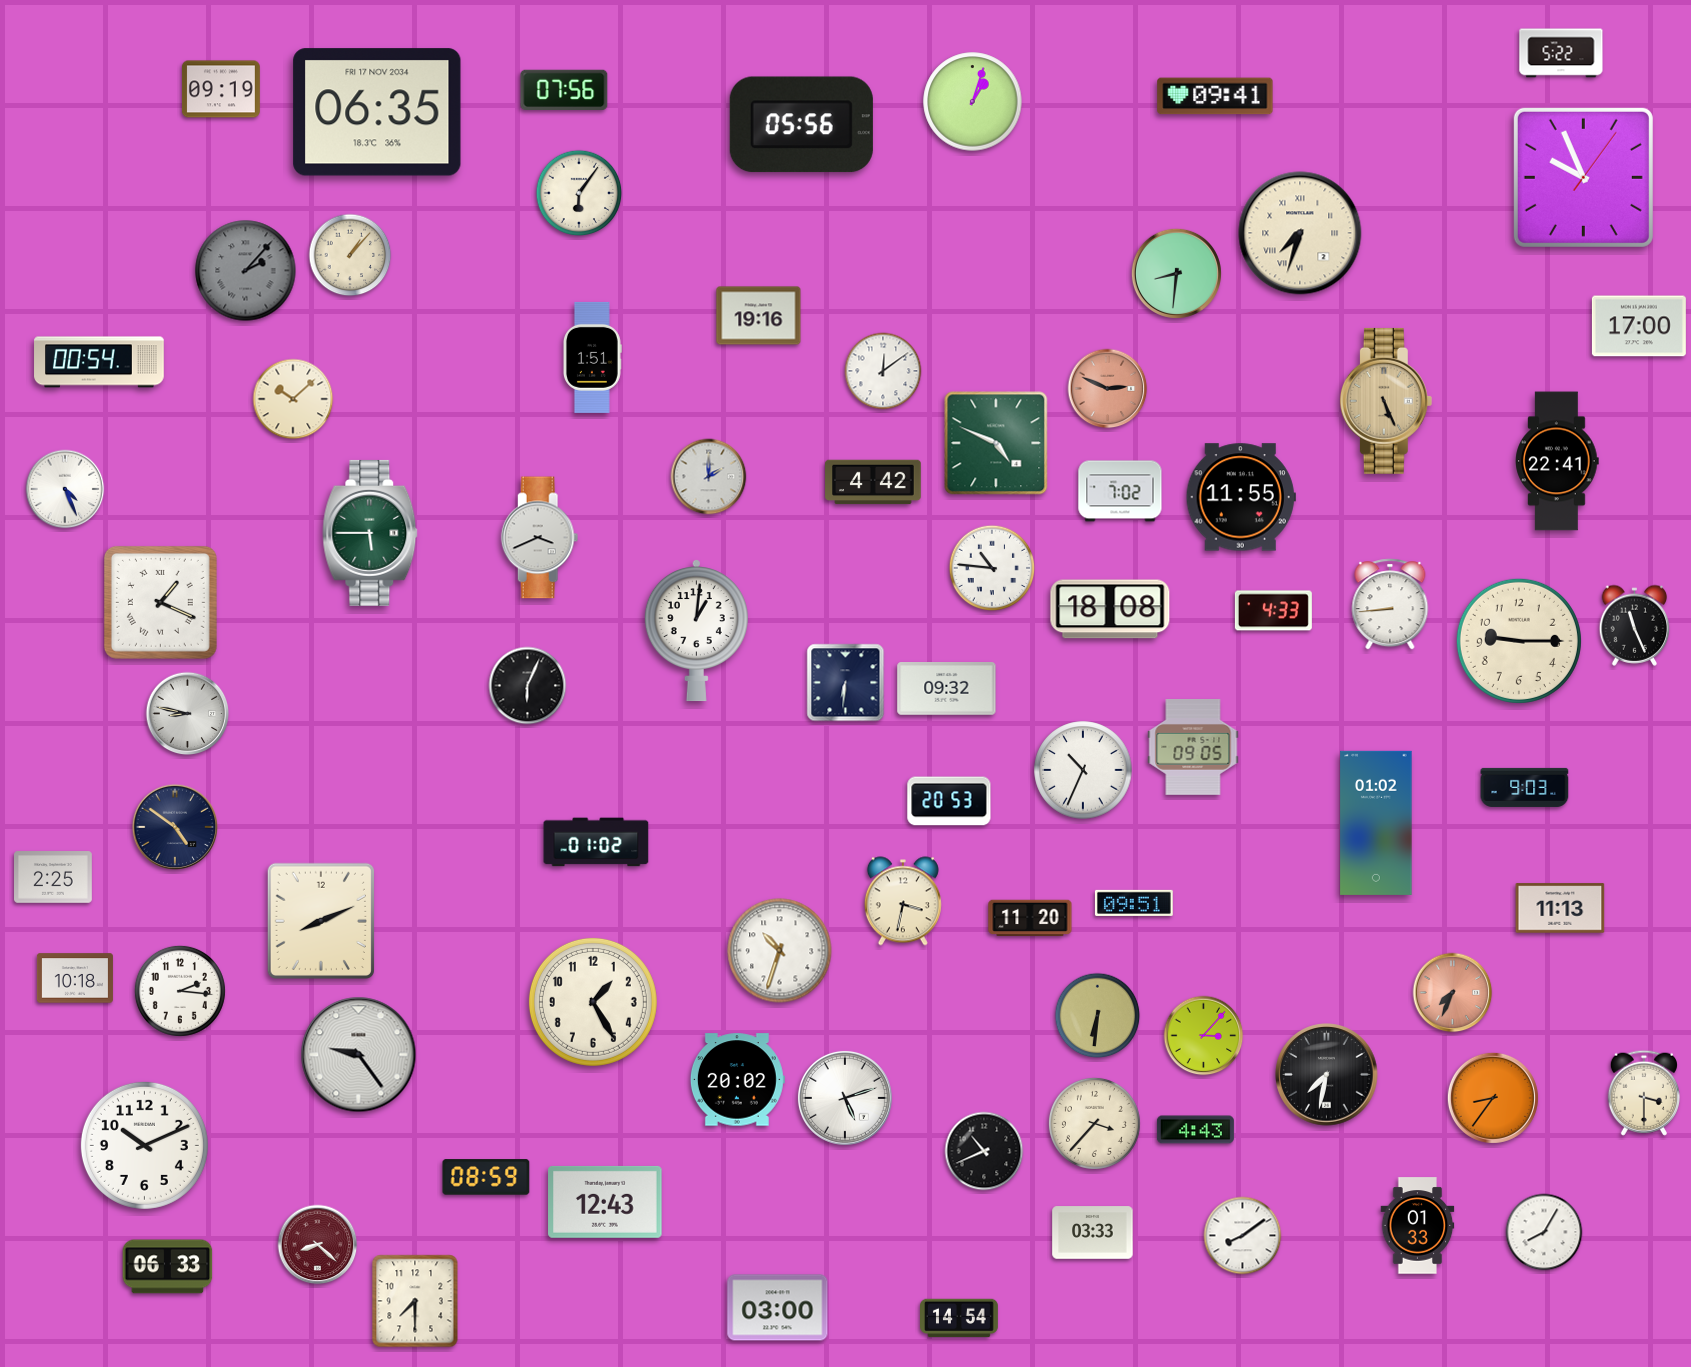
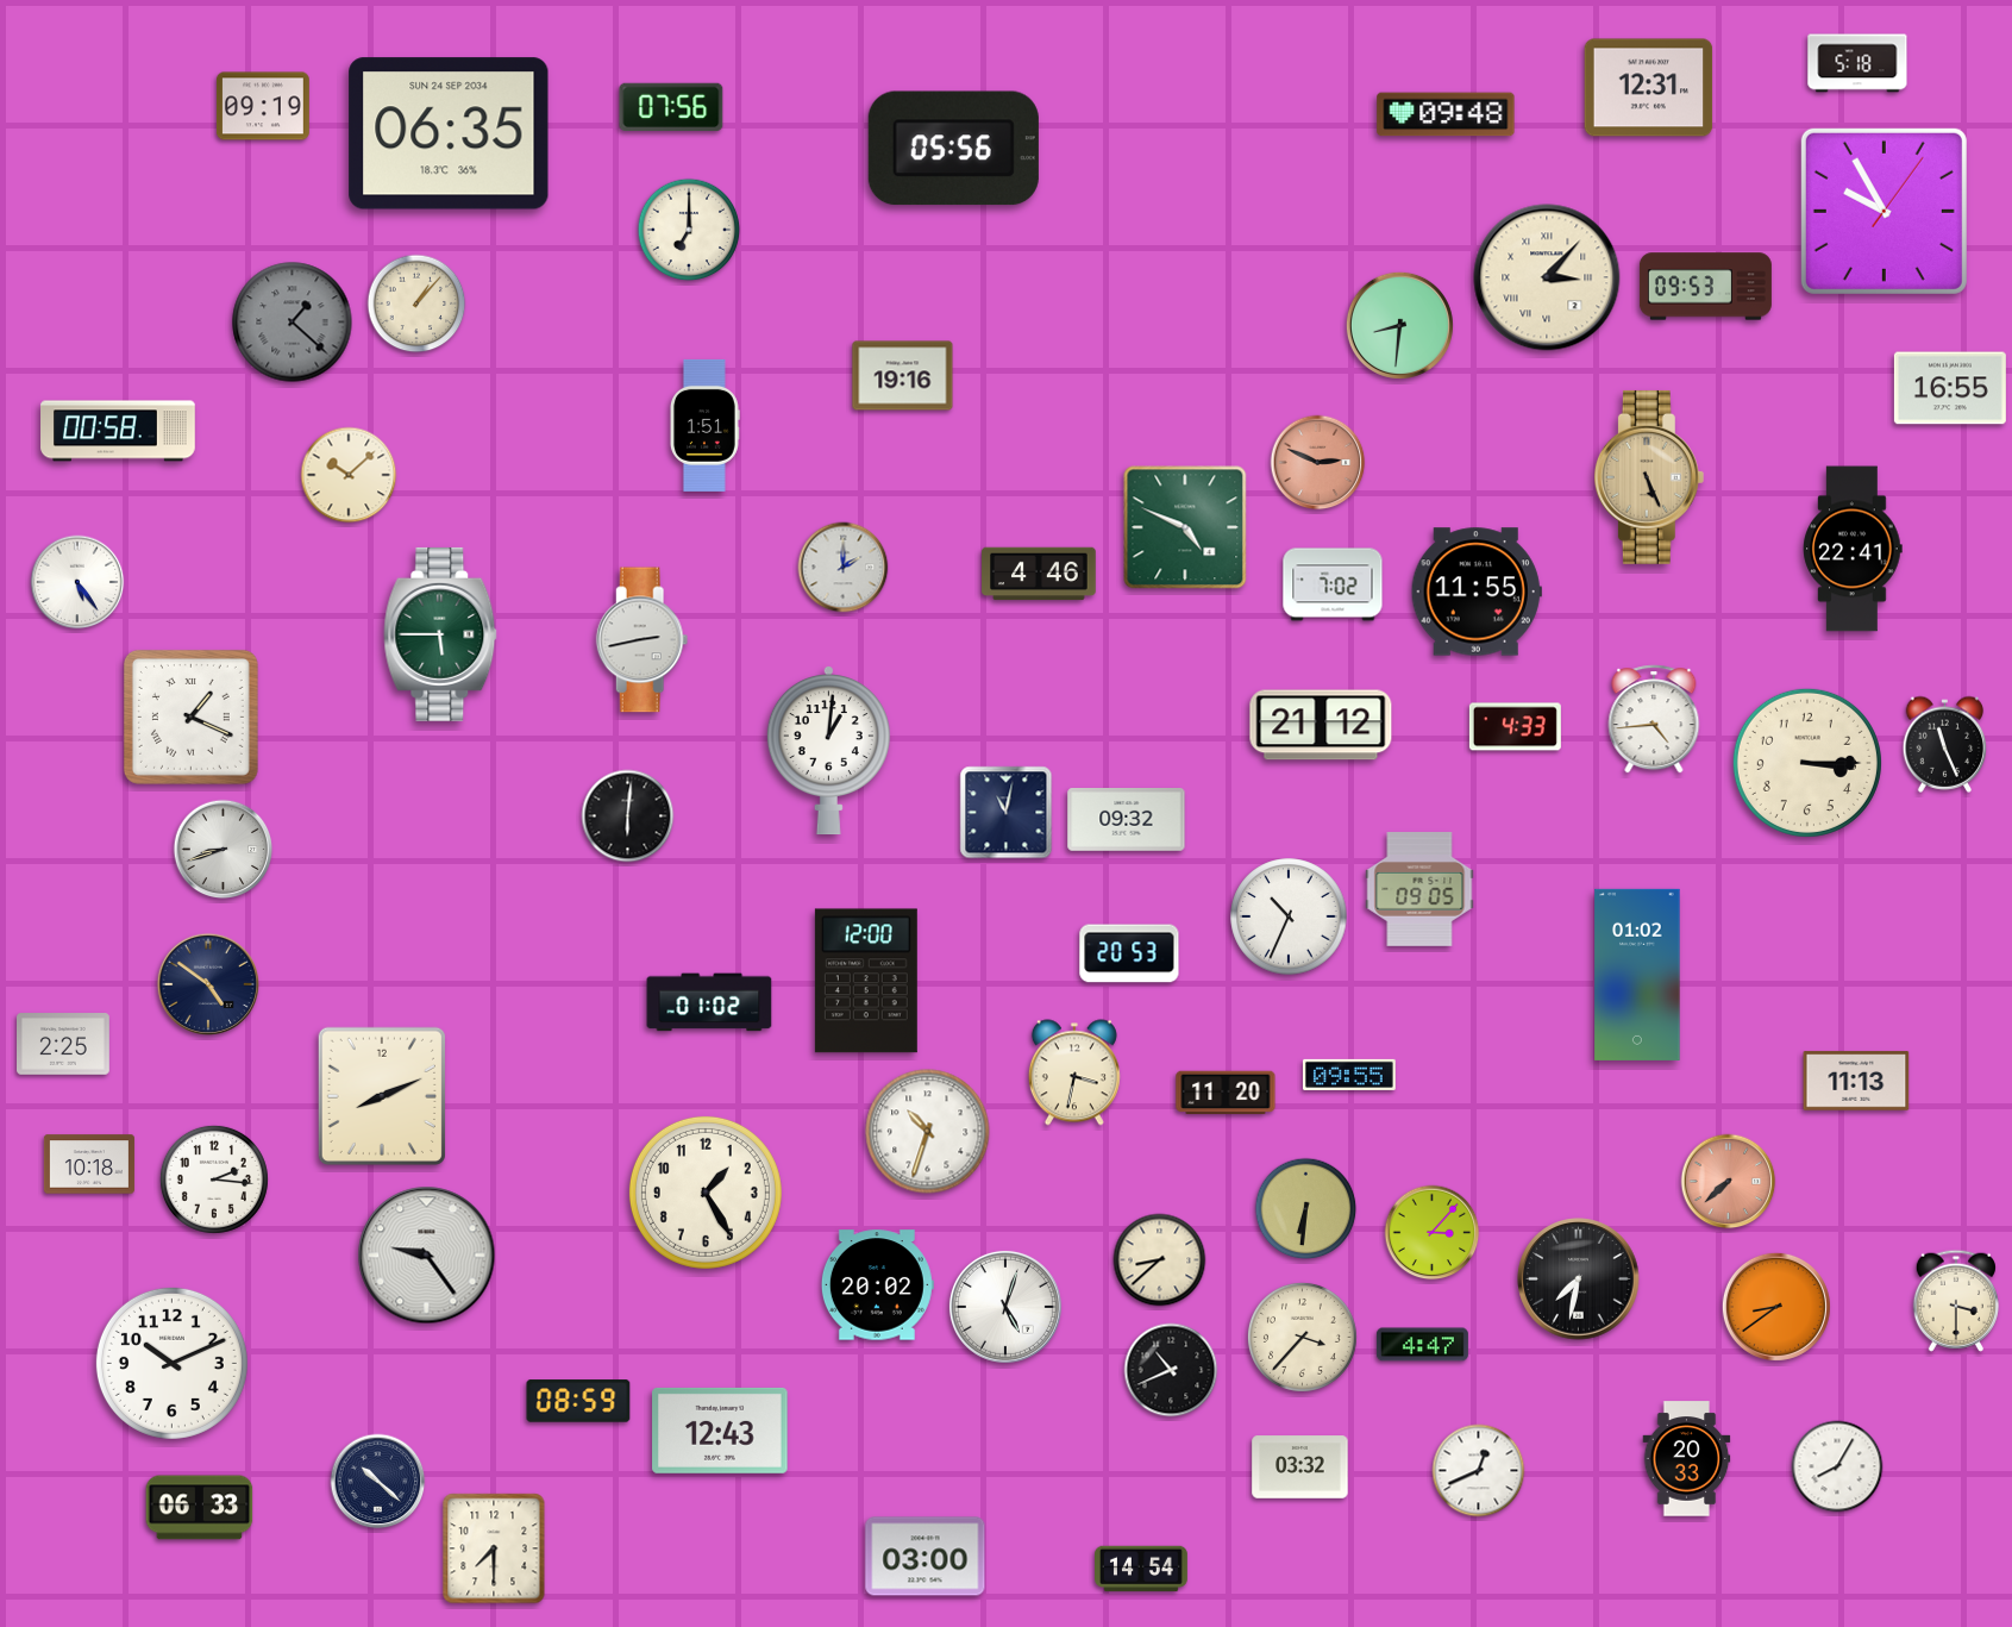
clock at (1561, 53): 5:22 -> 5:18
clock at (1649, 88): none -> 12:31
clock at (1215, 96): 09:41 -> 09:48
clock at (973, 102): 1:03 -> none
clock at (377, 112) date: FRI 17 NOV 2034 -> SUN 24 SEP 2034
clock at (1583, 177): 9:56 -> 9:55
clock at (579, 193): 6:06 -> 7:00
clock at (1300, 233): 7:33 -> 3:07
clock at (1705, 287): none -> 09:53
clock at (246, 271): 2:07 -> 1:22
clock at (1639, 326): 17:00 -> 16:55
clock at (99, 362): 00:54 -> 00:58
clock at (883, 371): 12:09 -> none
clock at (873, 482): 4:42 -> 4:46
clock at (65, 489): 4:26 -> 5:24
clock at (540, 538): 3:41 -> 2:43
clock at (992, 568): 10:46 -> none
clock at (1390, 604): 8:44 -> 4:44
clock at (1110, 609): 18:08 -> 21:12
clock at (1519, 641): 9:15 -> 3:15
clock at (846, 683): 6:31 -> 11:02
clock at (528, 686): 6:04 -> 6:01
clock at (188, 714): 8:47 -> 8:42
clock at (1525, 787): 9:03 -> none
clock at (1376, 823) position: (1376, 823) -> (1637, 975)
clock at (866, 981): none -> 12:00
clock at (1134, 903): 09:51 -> 09:55
clock at (1453, 993): 7:34 -> 7:38
clock at (1160, 1260): none -> 8:38
clock at (845, 1098): 5:12 -> 5:03
clock at (1493, 1098): 8:36 -> 8:39
clock at (1195, 1130): 4:43 -> 4:47
clock at (1418, 1226): 01:33 -> 20:33
clock at (1093, 1233): 03:33 -> 03:32
clock at (1243, 1236): 8:09 -> 12:41
clock at (318, 1245): 8:22 -> 10:22
clock at (318, 1245) dial: burgundy -> navy
